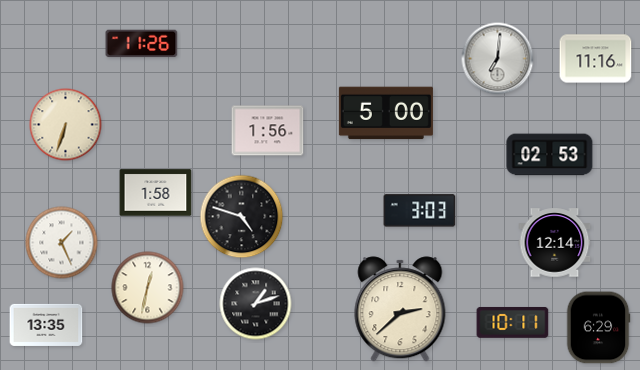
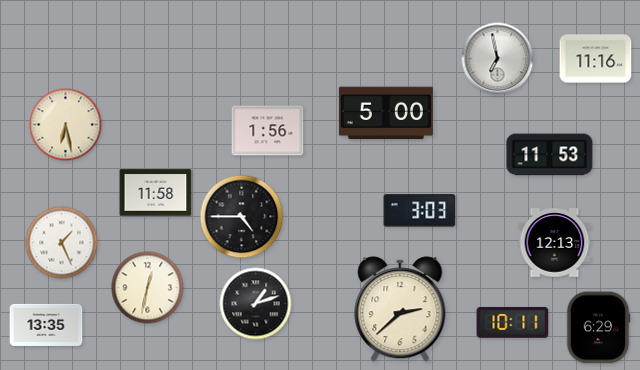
clock at (142, 44): 11:26 -> none
clock at (498, 59): 7:01 -> 6:58
clock at (66, 125): 6:33 -> 6:28
clock at (550, 155): 02:53 -> 11:53
clock at (156, 193): 1:58 -> 11:58
clock at (242, 217): 4:48 -> 4:45
clock at (555, 243): 12:14 -> 12:13
